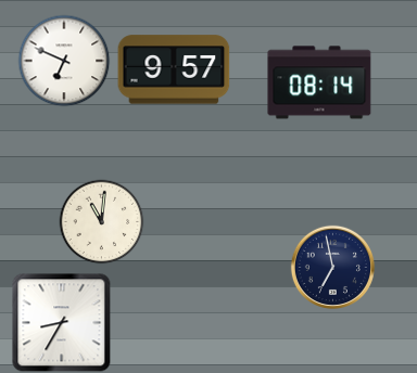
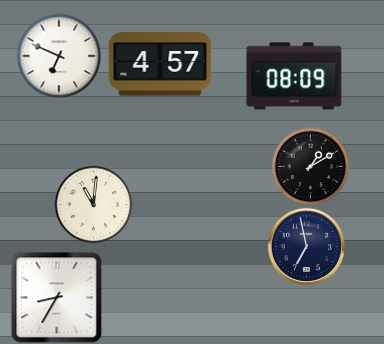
clock at (174, 69): 9:57 -> 4:57
clock at (319, 82): 08:14 -> 08:09
clock at (310, 166): none -> 1:10
